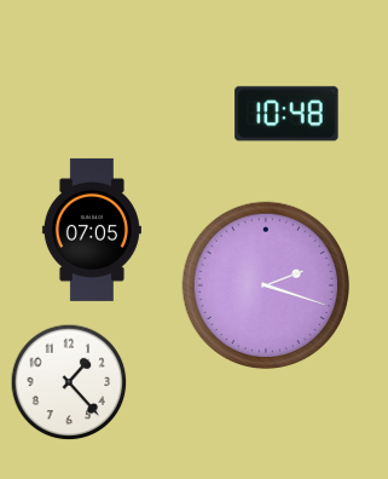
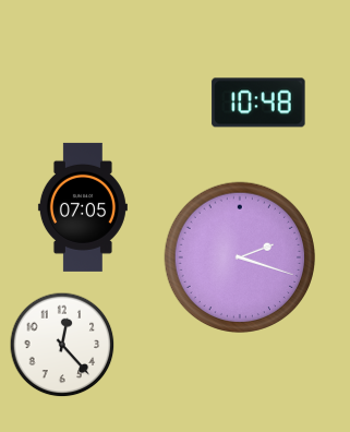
clock at (69, 382): 1:23 -> 12:23
